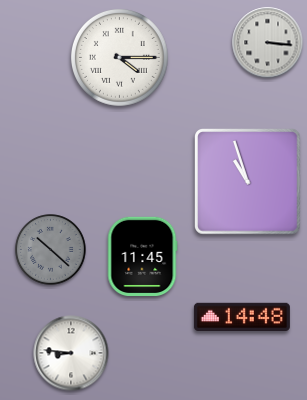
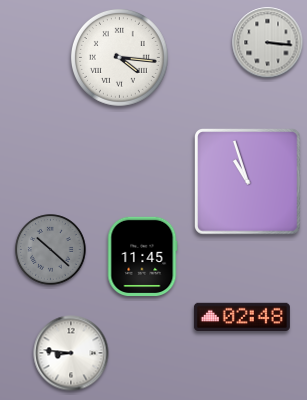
clock at (119, 57): 4:15 -> 4:16
clock at (242, 316): 14:48 -> 02:48
